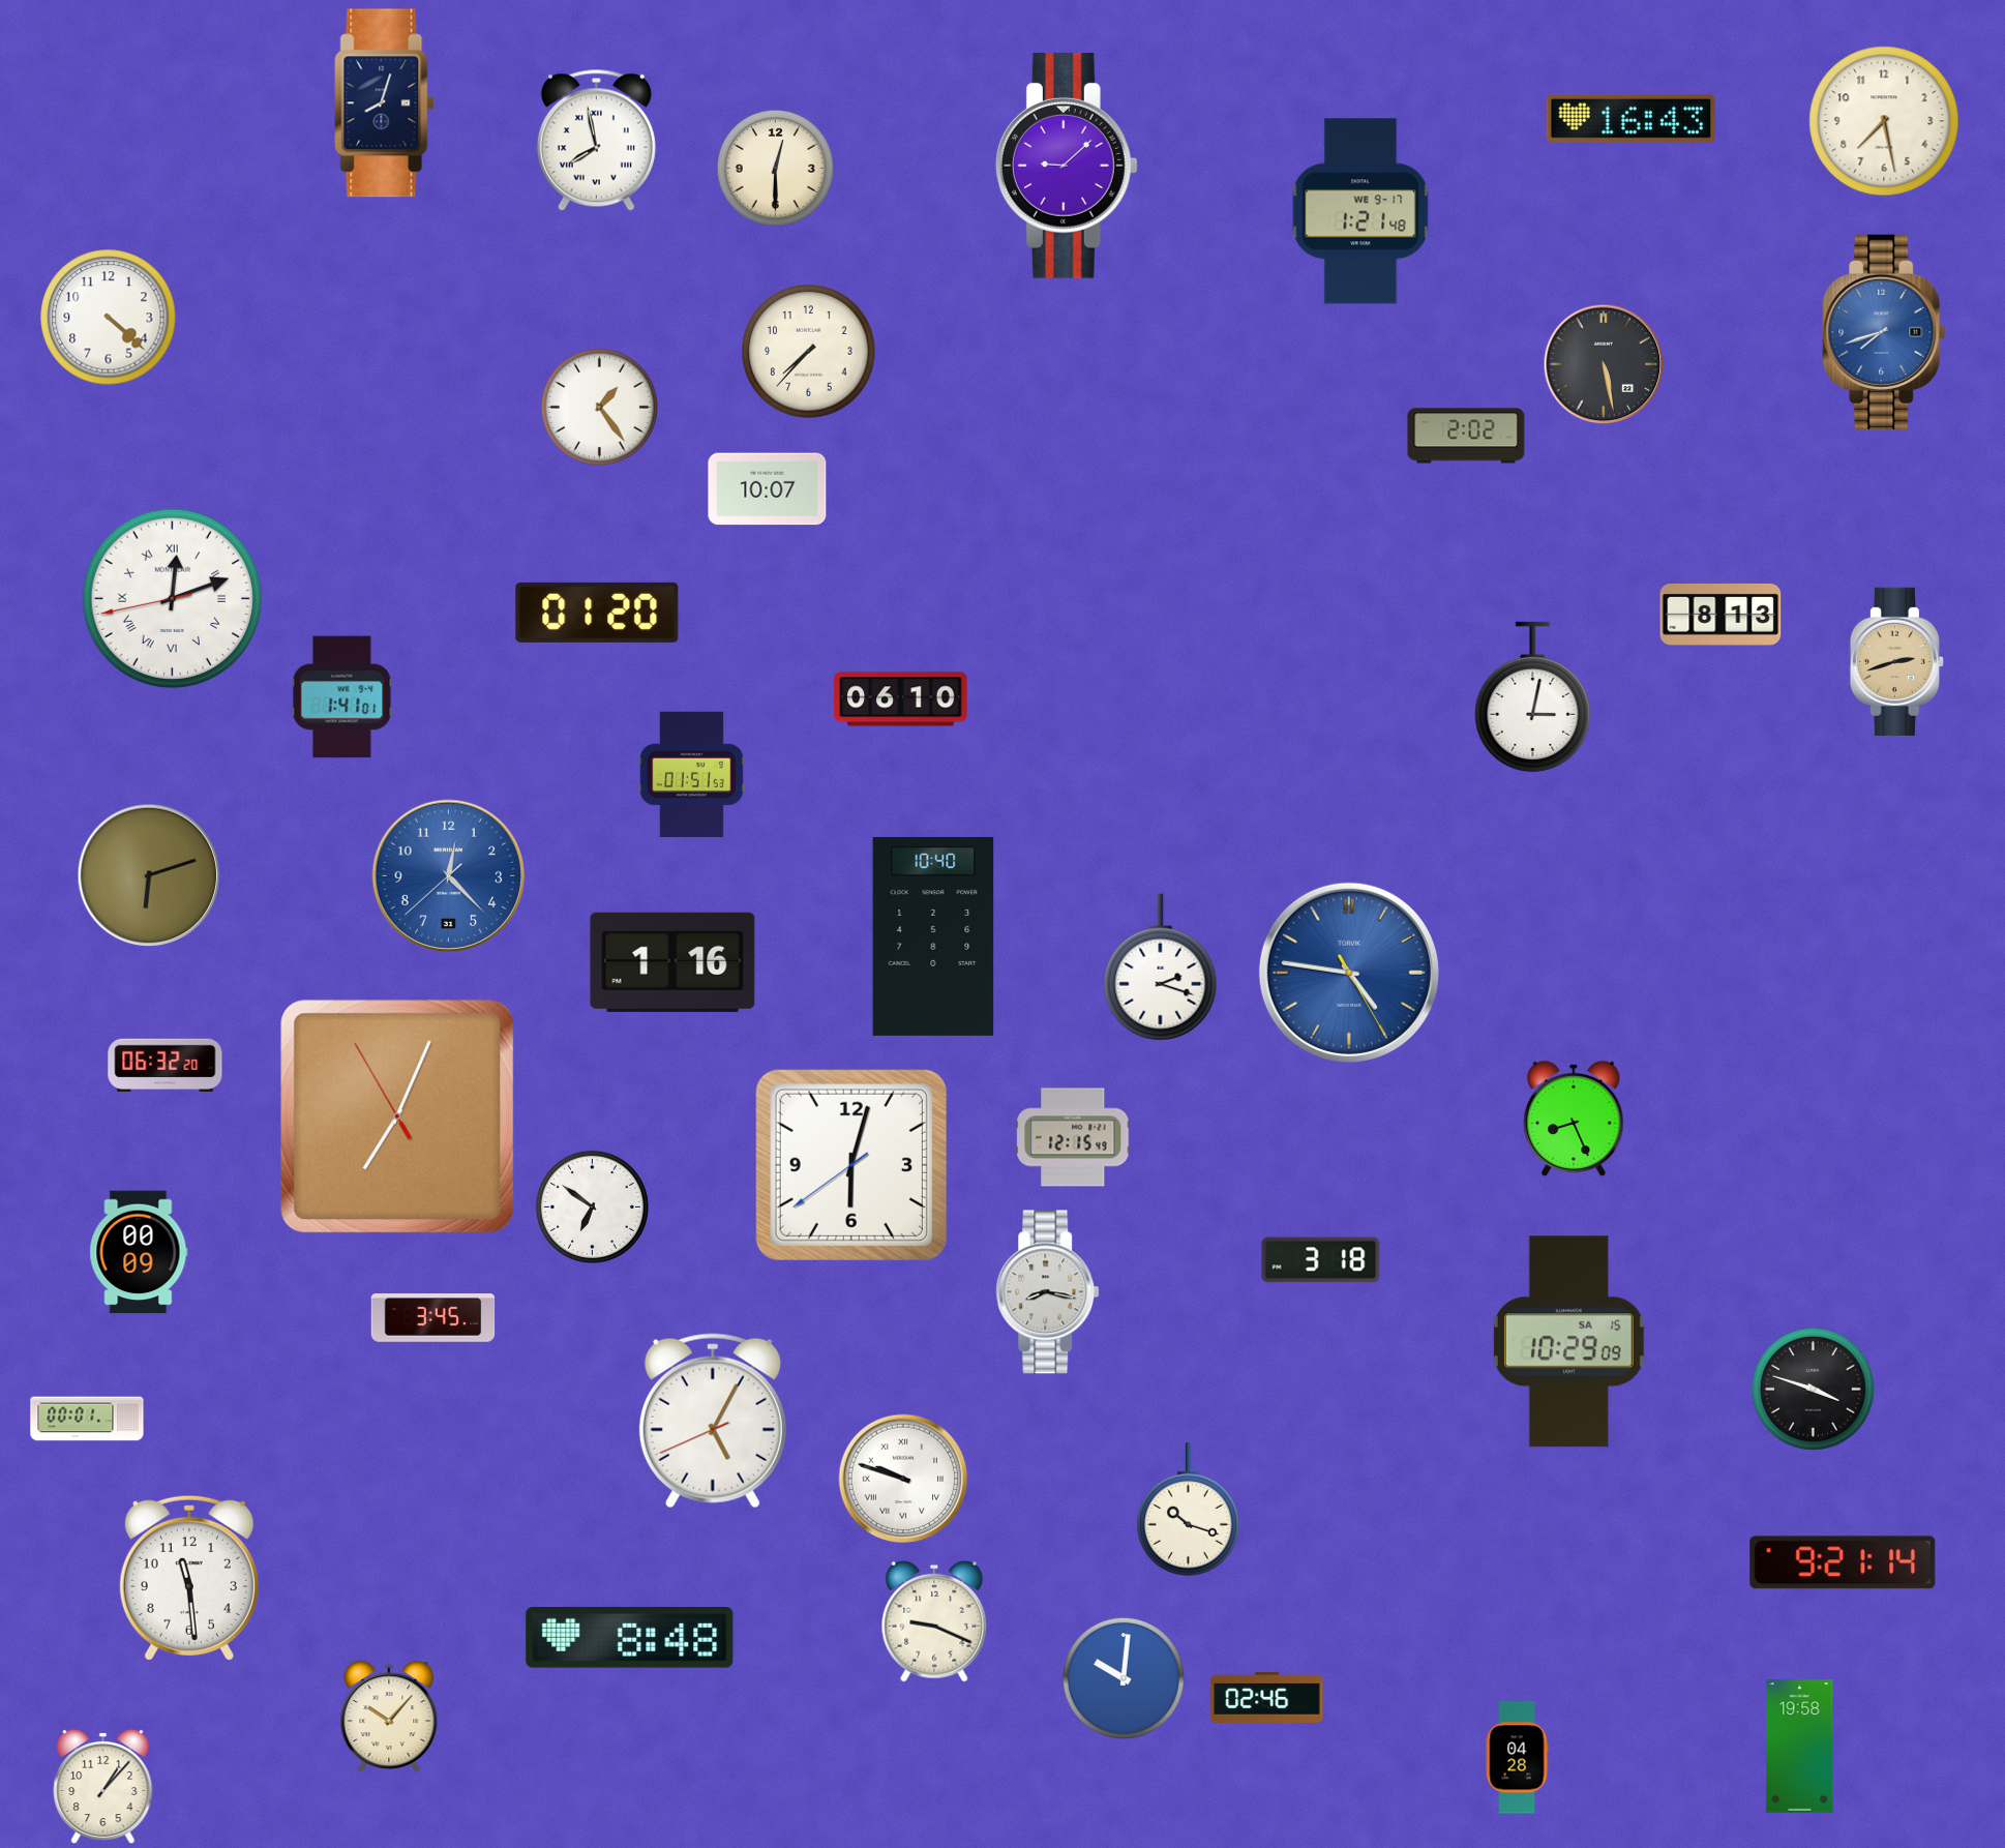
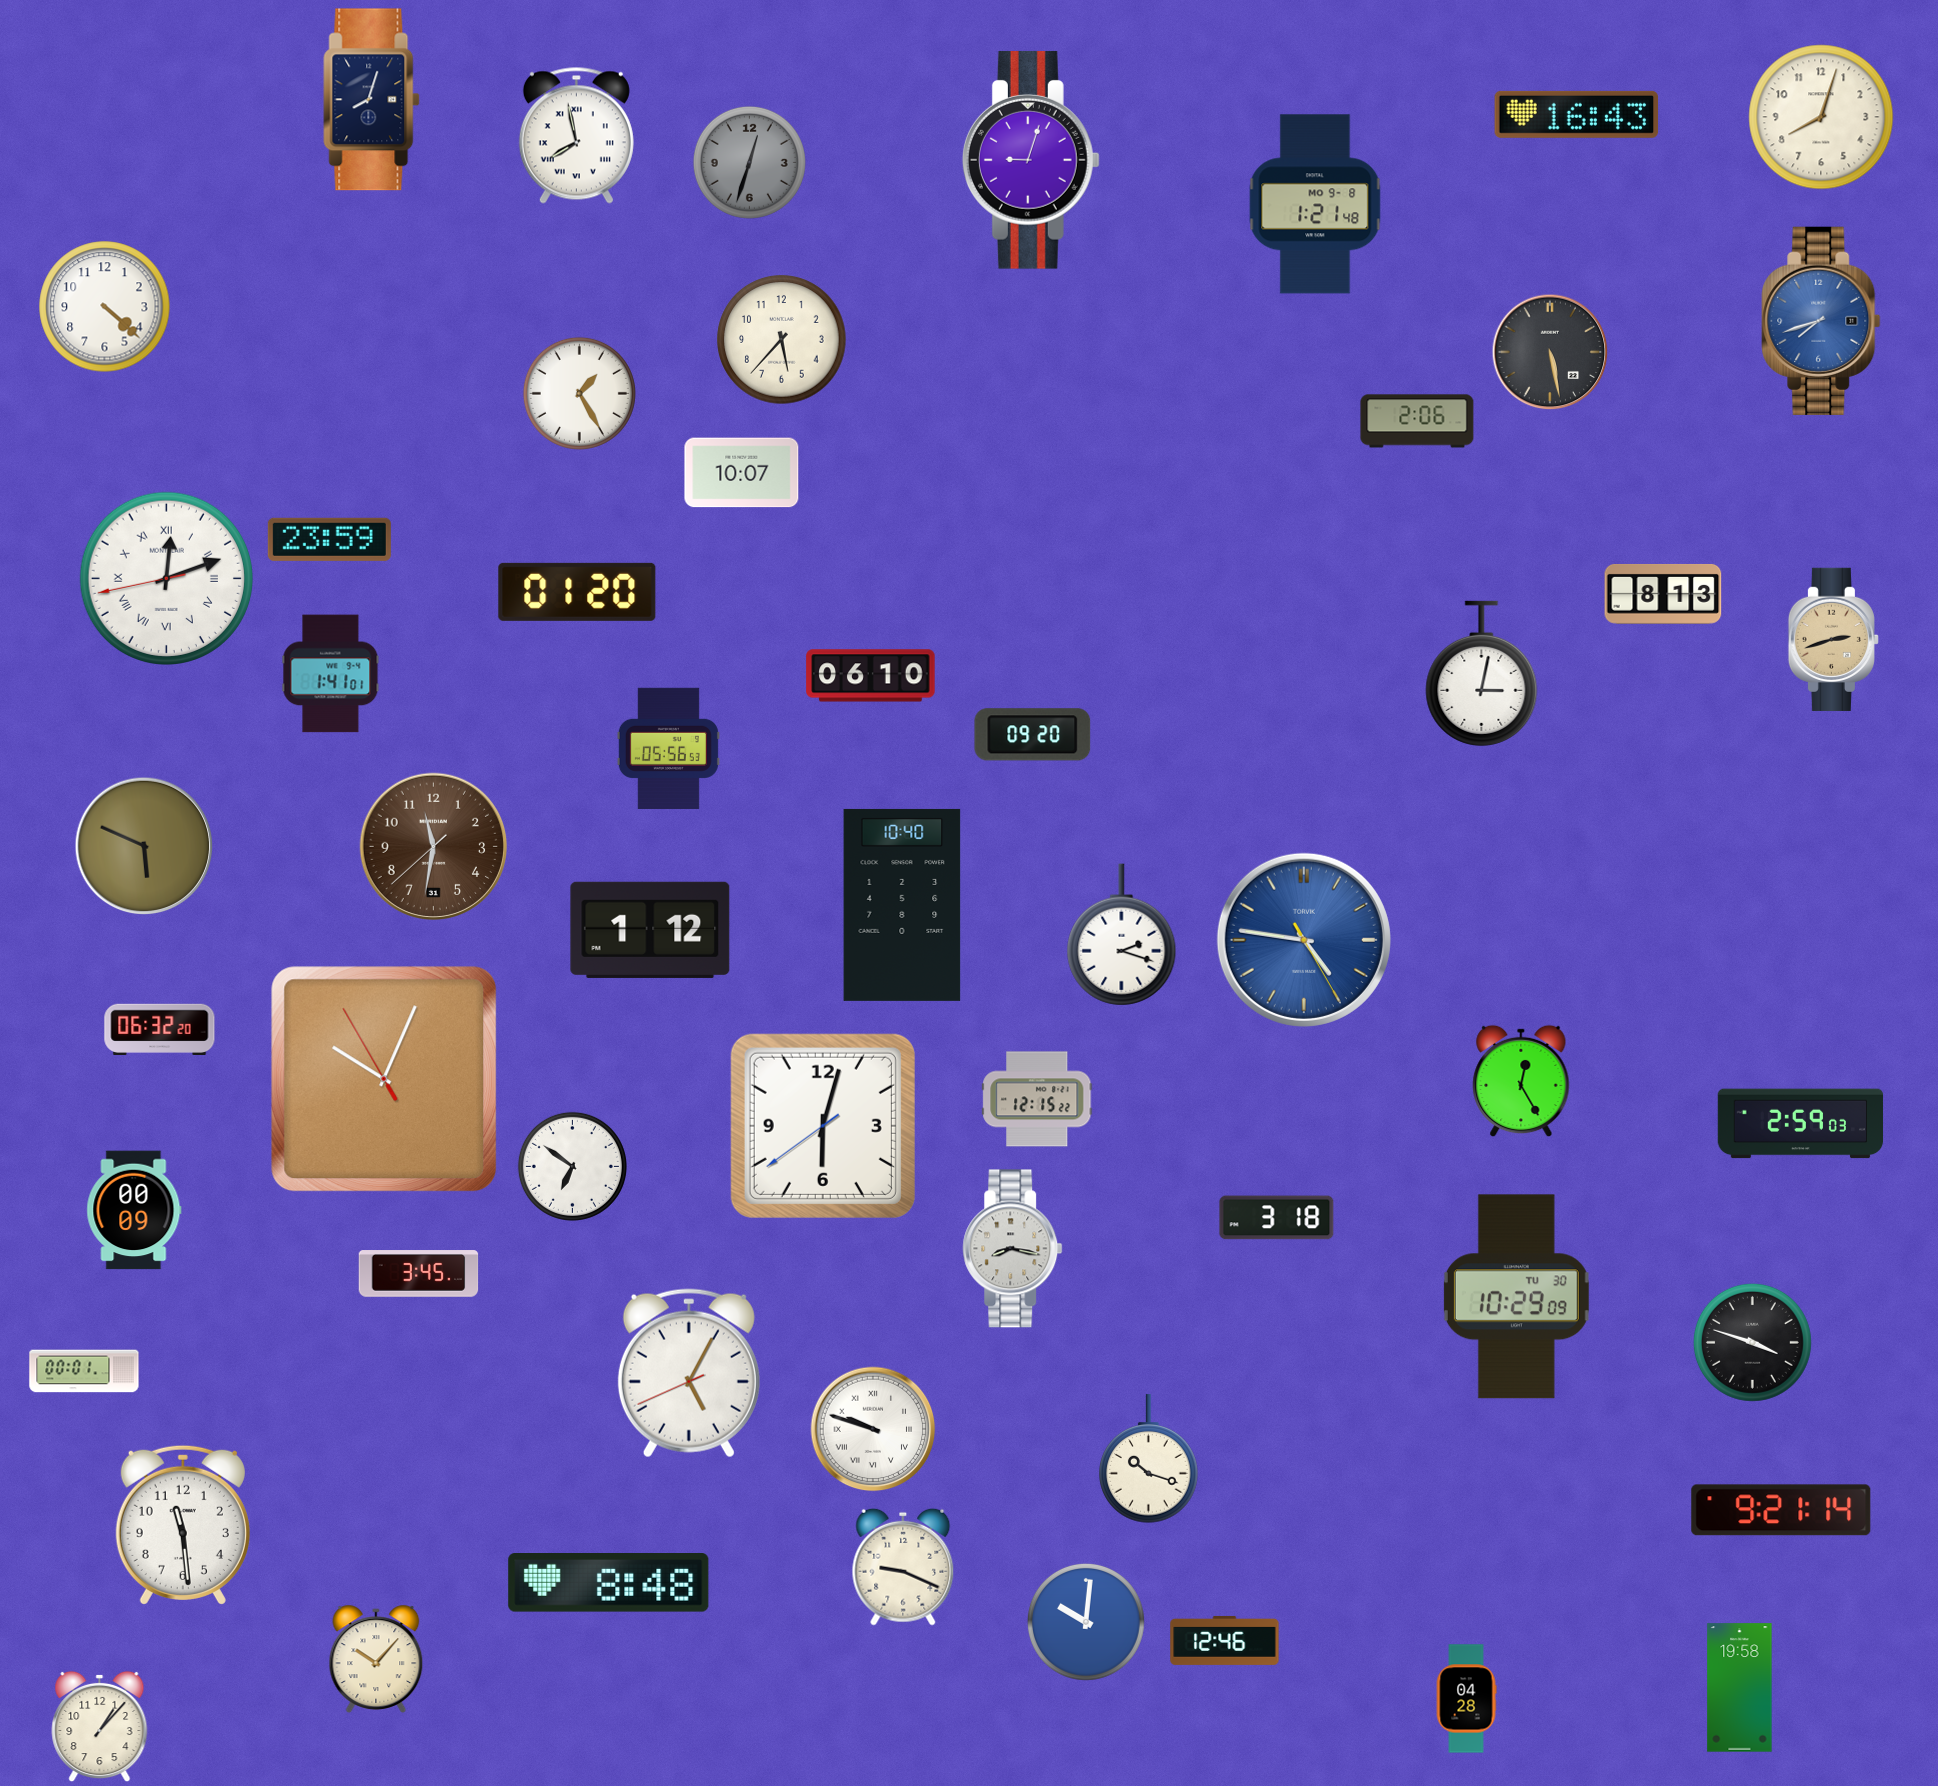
clock at (1884, 121): 7:28 -> 8:03
clock at (1067, 166): 9:08 -> 9:03
clock at (775, 168): 12:30 -> 12:33
clock at (775, 168) dial: cream -> grey
clock at (1360, 211) date: WE 9-17 -> MO 9-8
clock at (809, 352): 7:37 -> 5:37
clock at (599, 407): 1:24 -> 1:25
clock at (1466, 436): 2:02 -> 2:06
clock at (329, 539): none -> 23:59
clock at (1033, 735): none -> 09:20
clock at (691, 774): 01:51 -> 05:56
clock at (149, 875): 6:12 -> 5:49
clock at (448, 875): 12:22 -> 11:31
clock at (448, 875) dial: blue -> brown
clock at (672, 962): 1:16 -> 1:12
clock at (397, 1116): 7:03 -> 10:03
clock at (1574, 1119): 8:26 -> 12:25
clock at (1073, 1137): 12:15:49 -> 12:15:22
clock at (1801, 1124): none -> 2:59
clock at (1568, 1342) date: SA 15 -> TU 30
clock at (1267, 1697): 02:46 -> 12:46
